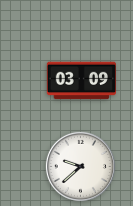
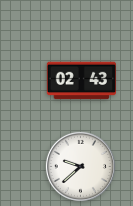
clock at (81, 81): 03:09 -> 02:43
